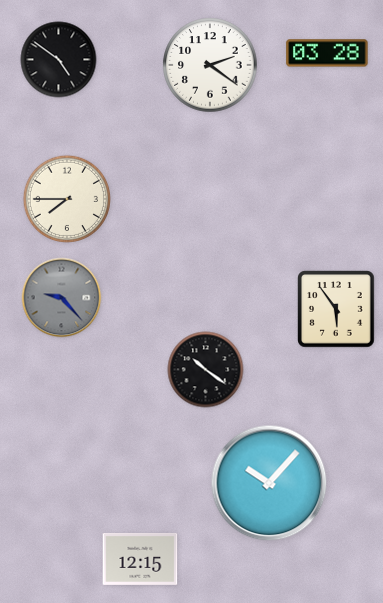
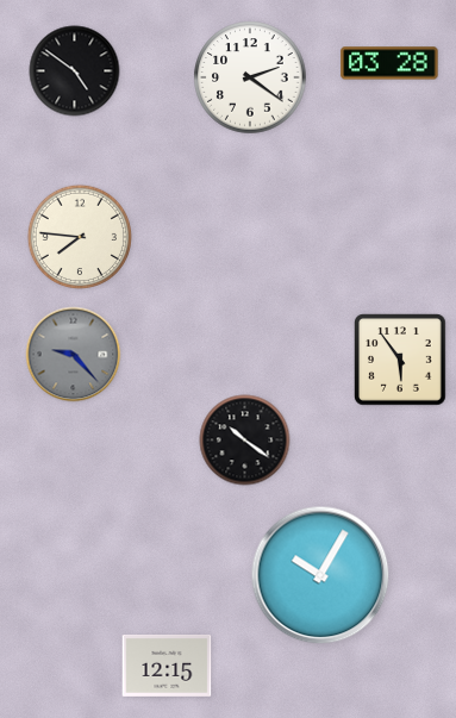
clock at (59, 60) position: (59, 60) -> (75, 71)
clock at (66, 198): 7:45 -> 7:46
clock at (336, 309) position: (336, 309) -> (400, 360)
clock at (269, 483): 10:07 -> 10:05
